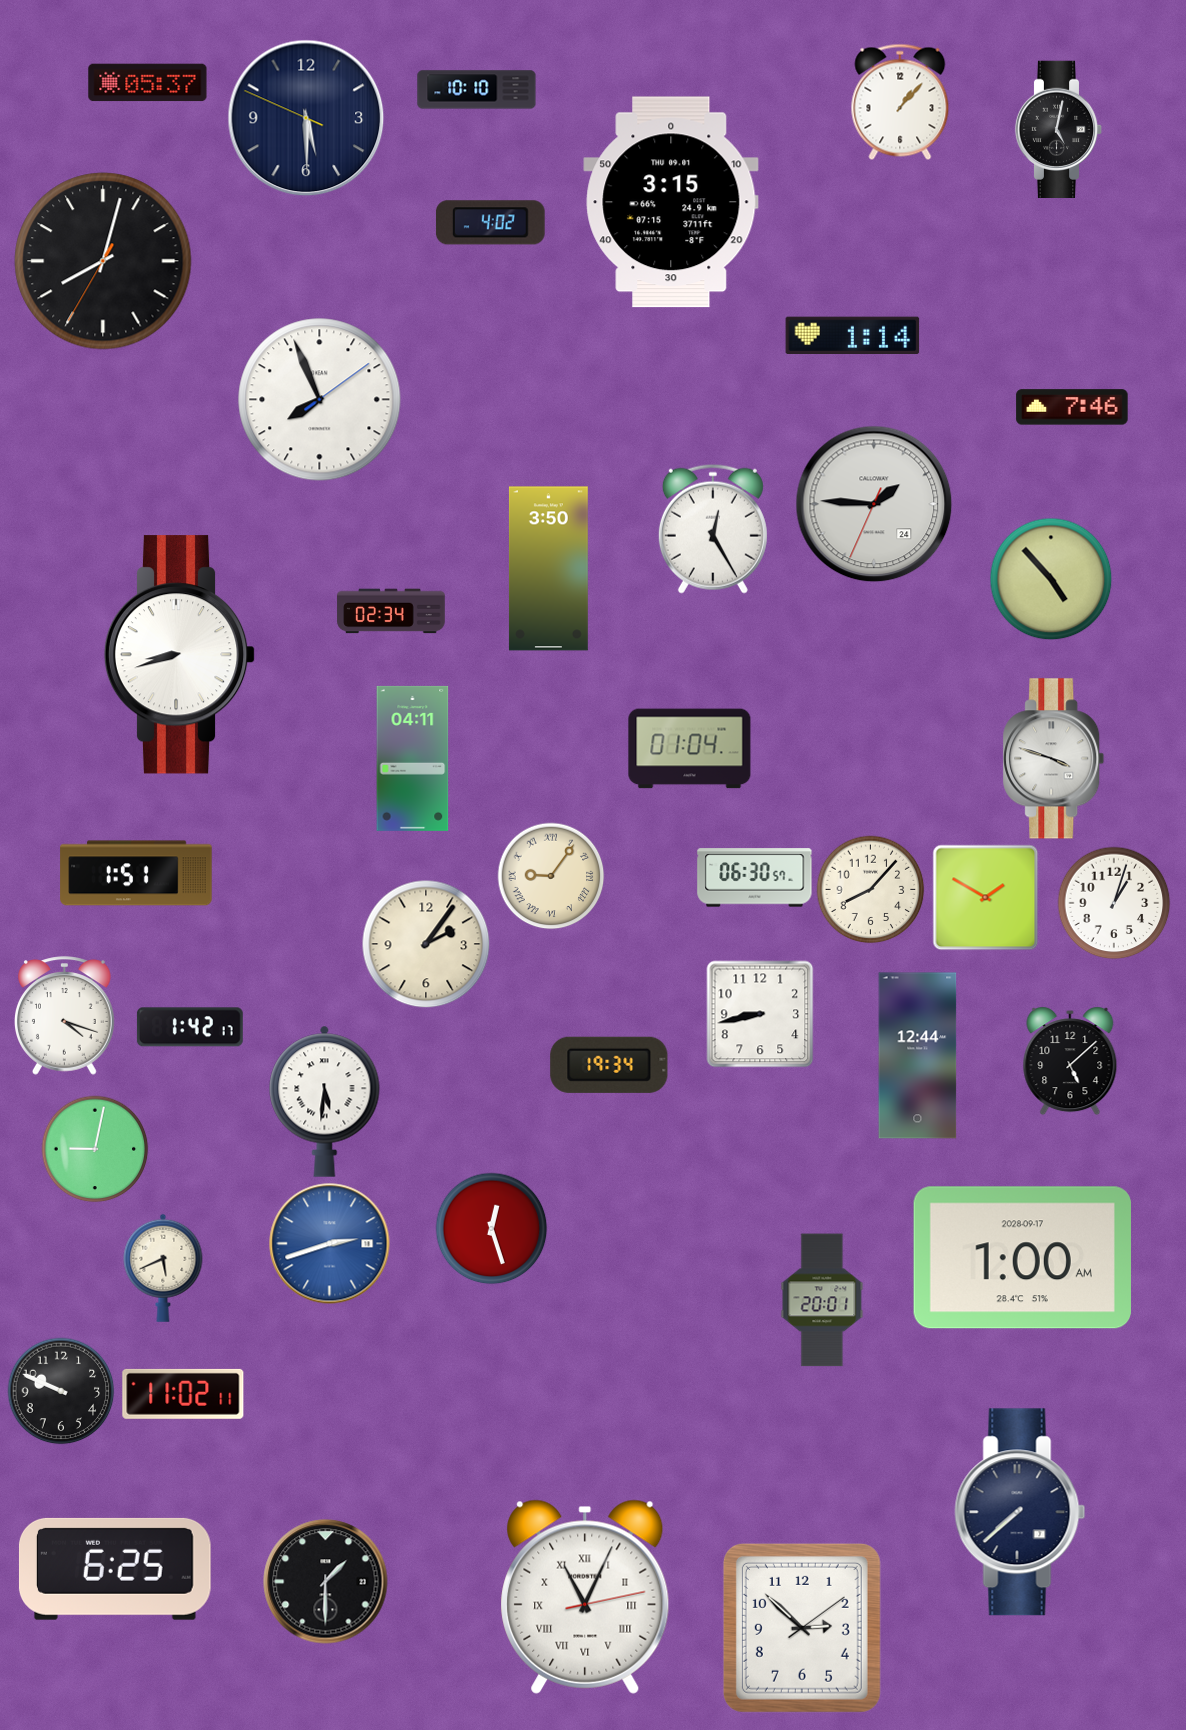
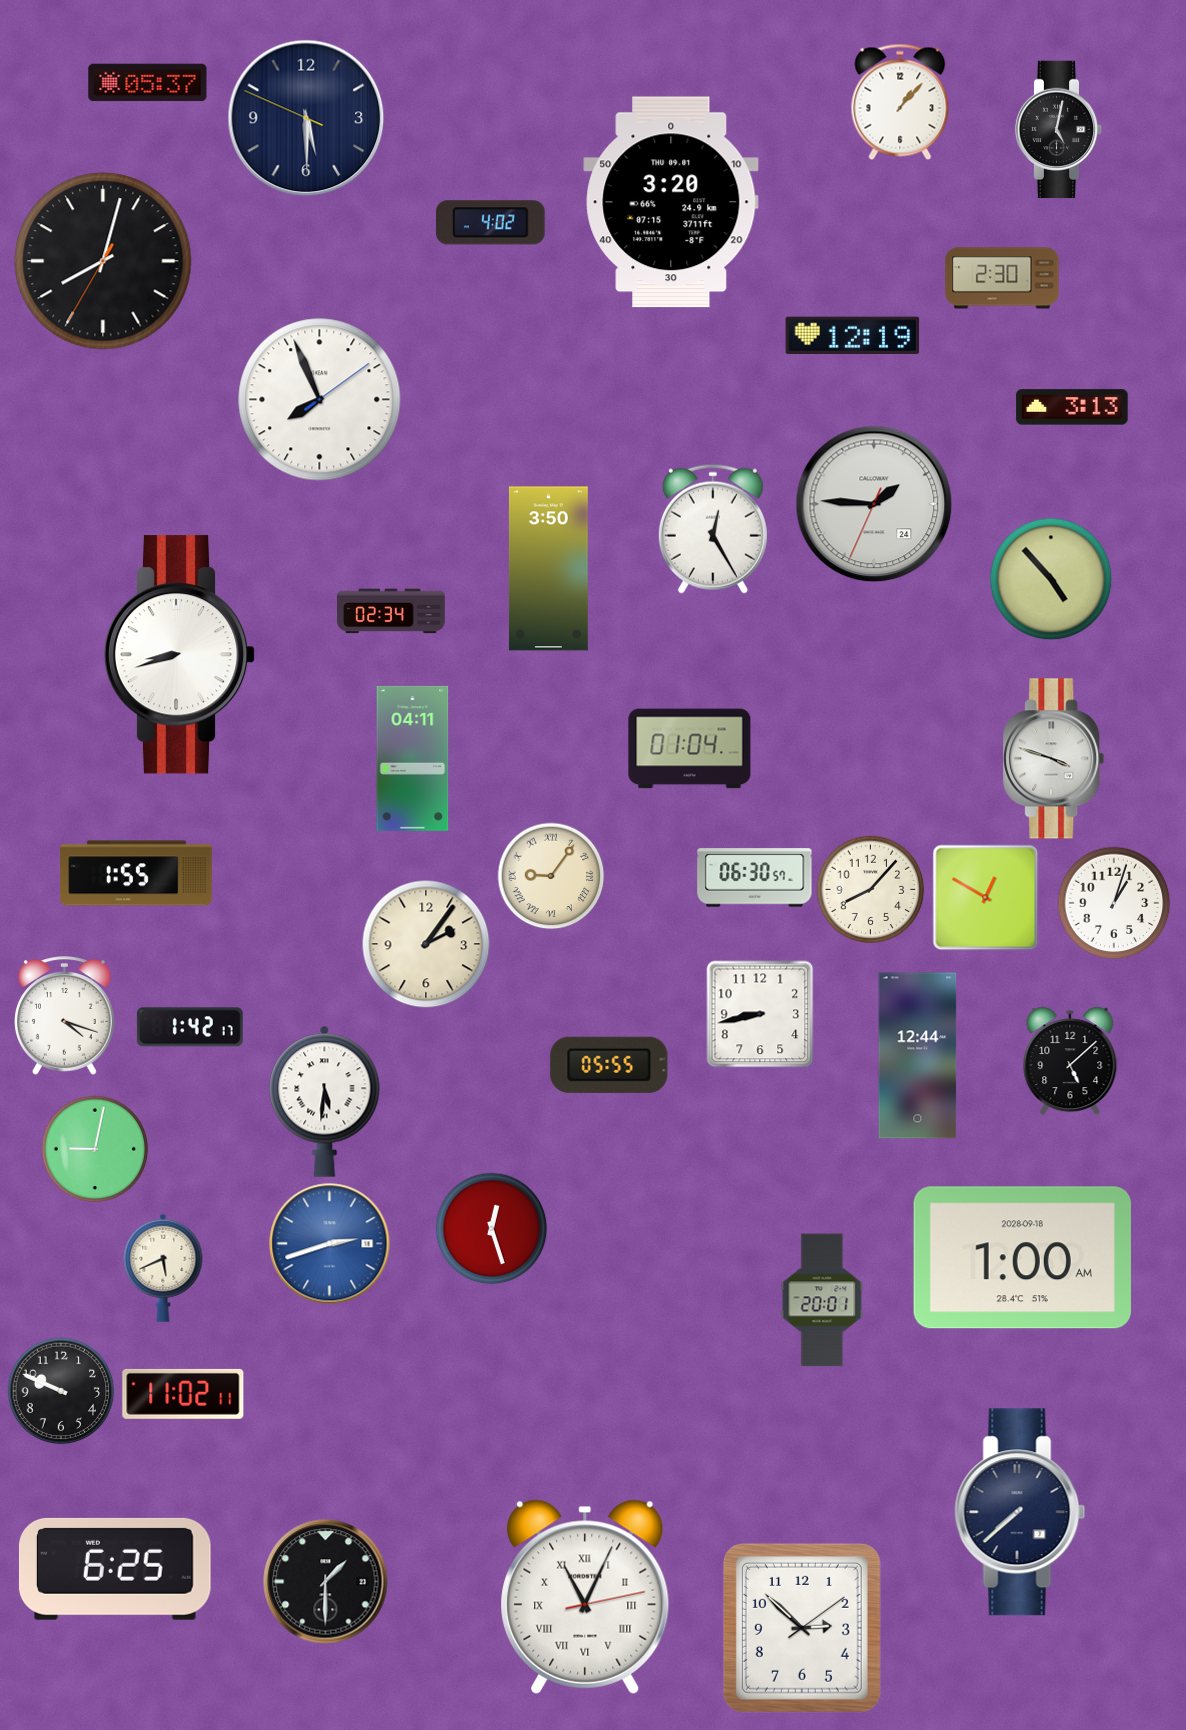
clock at (477, 90): 10:10 -> none
clock at (671, 202): 3:15 -> 3:20
clock at (1002, 278): none -> 2:30
clock at (853, 336): 1:14 -> 12:19
clock at (1072, 407): 7:46 -> 3:13
clock at (136, 873): 1:51 -> 1:55
clock at (986, 898): 1:50 -> 12:50
clock at (609, 1065): 19:34 -> 05:55
clock at (1022, 1258) date: 2028-09-17 -> 2028-09-18
